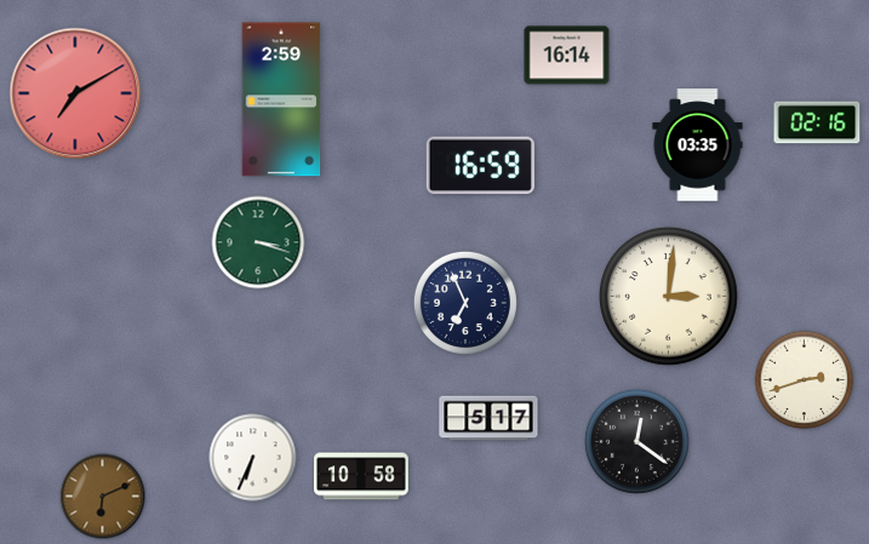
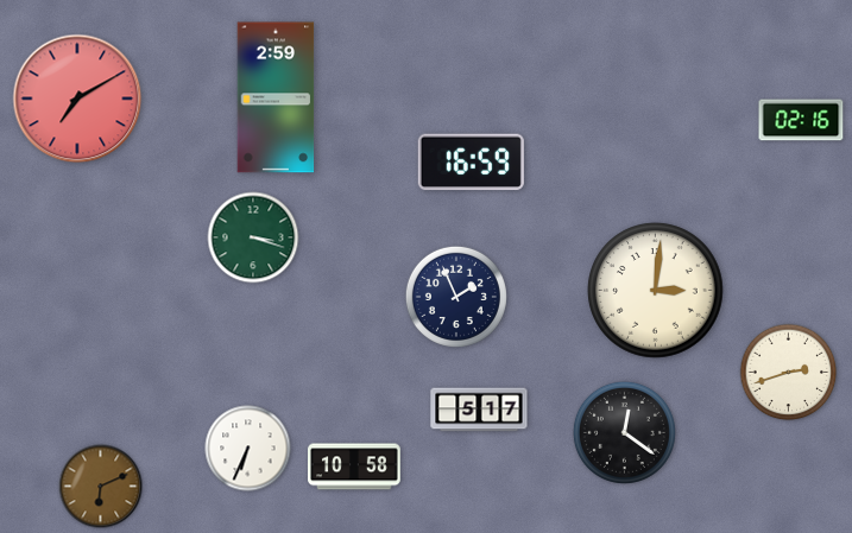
clock at (567, 56): 16:14 -> none
clock at (75, 93) position: (75, 93) -> (77, 99)
clock at (698, 145): 03:35 -> none
clock at (465, 303): 6:56 -> 1:56
